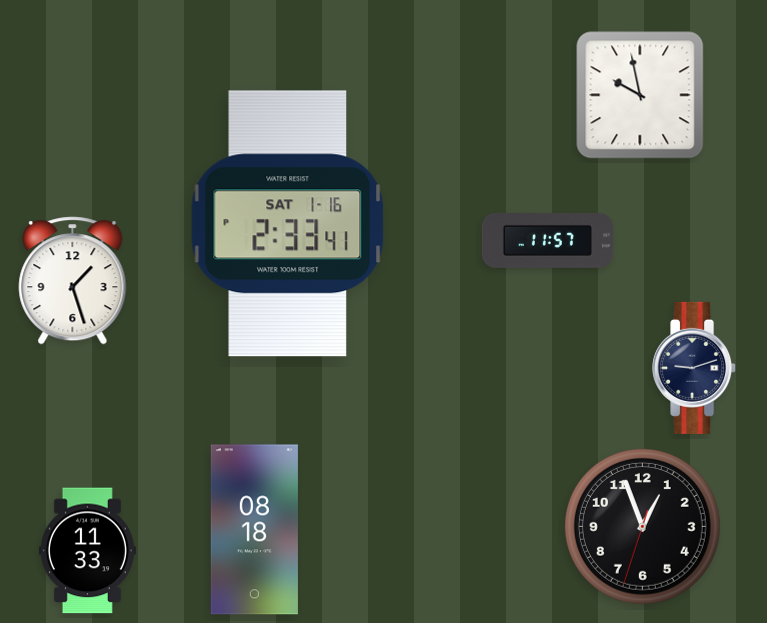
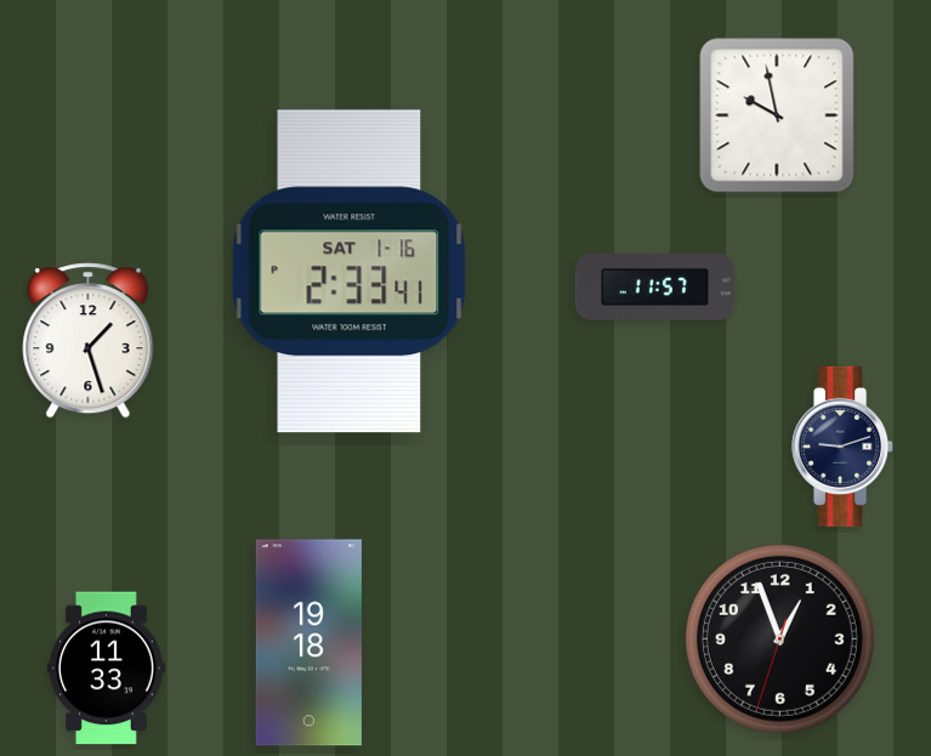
clock at (547, 241) position: (547, 241) -> (654, 288)
clock at (254, 530): 08:18 -> 19:18
